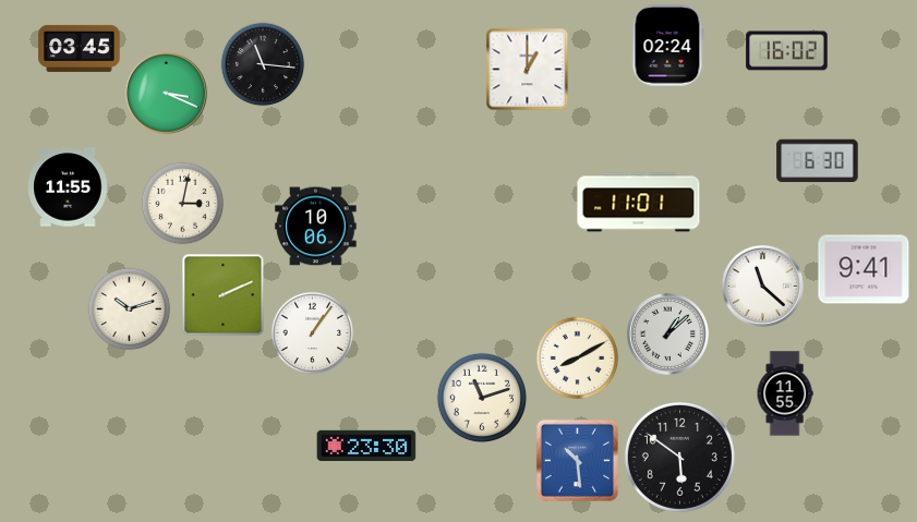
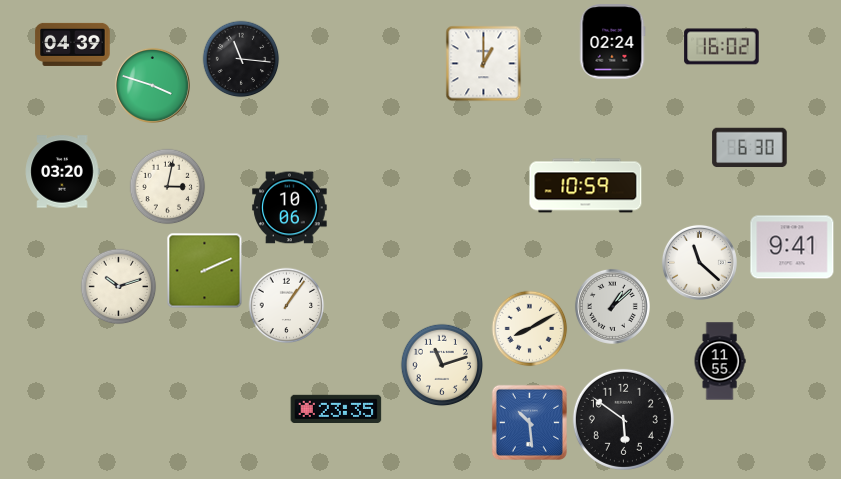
clock at (80, 48): 03:45 -> 04:39
clock at (166, 93): 3:19 -> 3:48
clock at (68, 187): 11:55 -> 03:20
clock at (639, 203): 11:01 -> 10:59
clock at (130, 309) position: (130, 309) -> (119, 287)
clock at (366, 445): 23:30 -> 23:35
